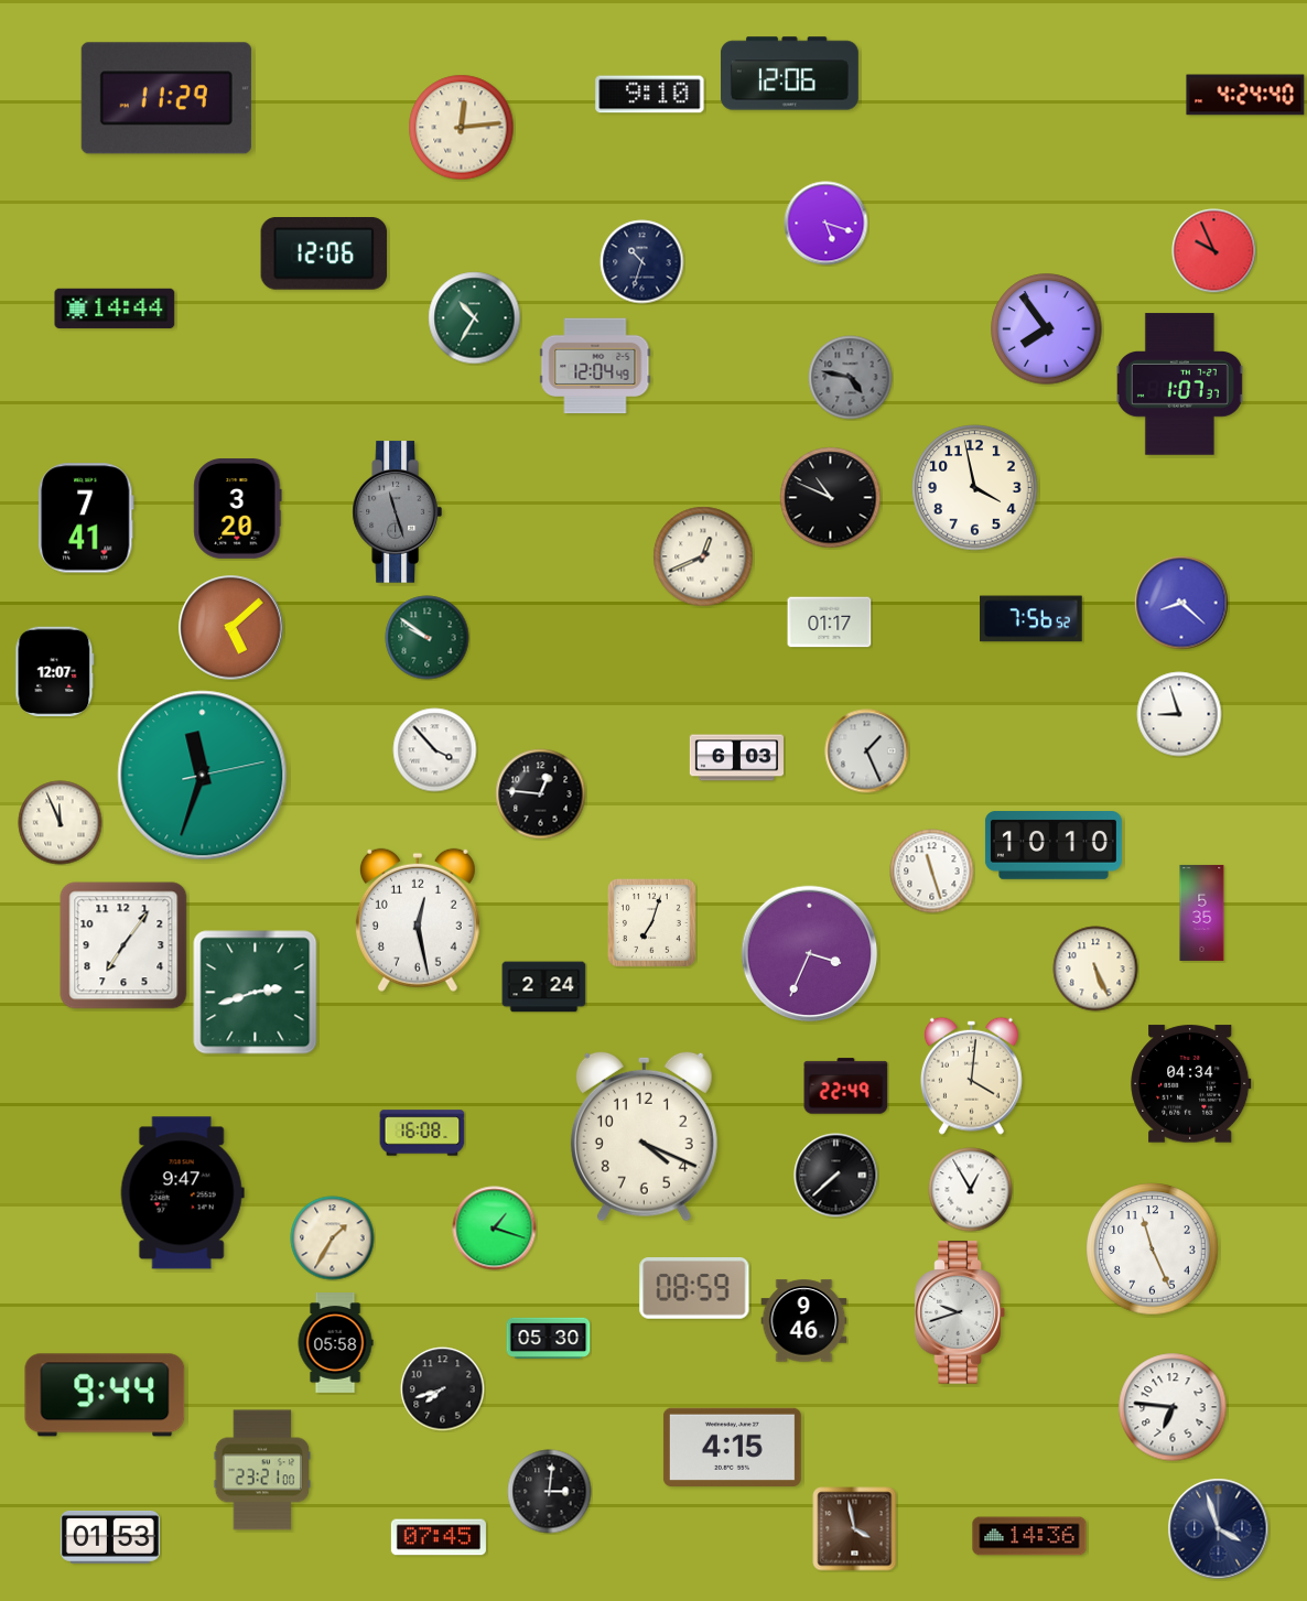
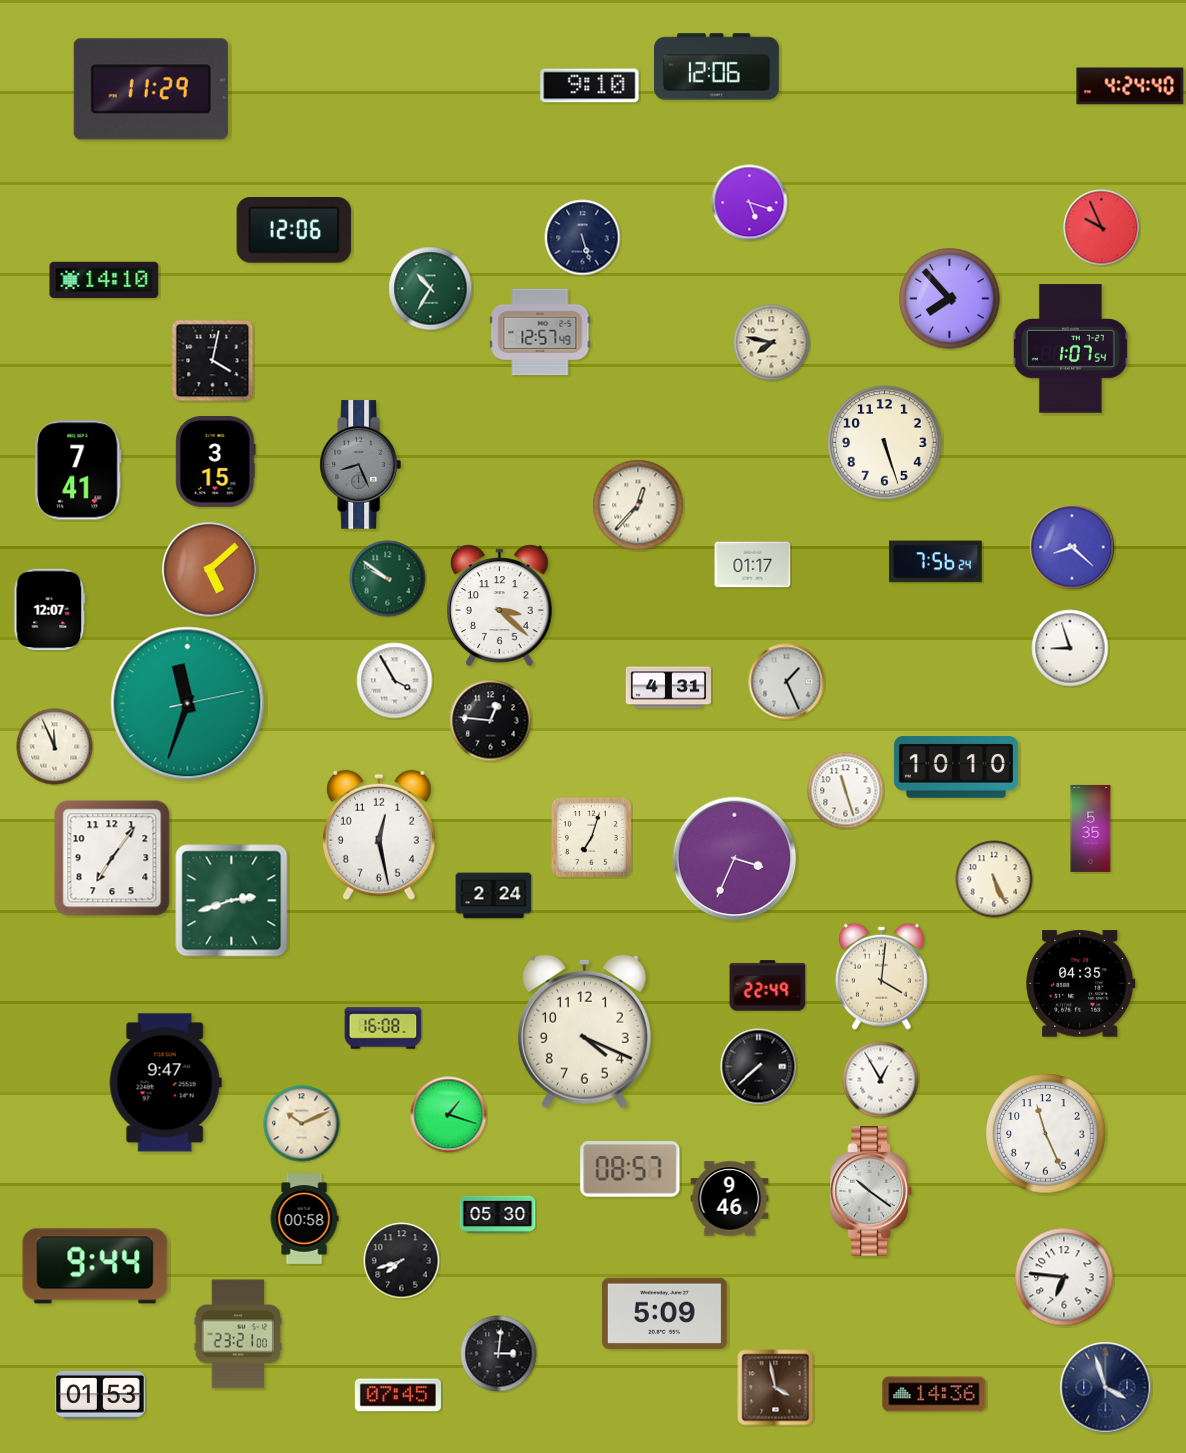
clock at (462, 128): 12:14 -> none
clock at (642, 262): 10:33 -> 5:27
clock at (115, 309): 14:44 -> 14:10
clock at (1047, 329): 7:54 -> 7:53
clock at (595, 366): 12:04 -> 12:57
clock at (851, 378): 4:47 -> 7:47
clock at (851, 378) dial: grey -> cream
clock at (1179, 385): 1:07:37 -> 1:07:54
clock at (213, 361): none -> 4:02
clock at (975, 488): 3:58 -> 5:27
clock at (831, 498): 10:49 -> none
clock at (238, 509): 3:20 -> 3:15
clock at (397, 512): 11:27 -> 8:26
clock at (703, 556): 12:41 -> 12:37
clock at (1031, 619): 7:56:52 -> 7:56:24
clock at (500, 606): none -> 3:22
clock at (435, 750): 3:53 -> 3:55
clock at (736, 758): 6:03 -> 4:31
clock at (203, 776) position: (203, 776) -> (188, 704)
clock at (810, 954) position: (810, 954) -> (735, 859)
clock at (1191, 1084): 04:34 -> 04:35
clock at (333, 1238): 1:35 -> 10:11
clock at (694, 1289): 08:59 -> 08:57
clock at (960, 1312): 9:42 -> 10:21
clock at (335, 1343): 05:58 -> 00:58
clock at (732, 1447): 4:15 -> 5:09
